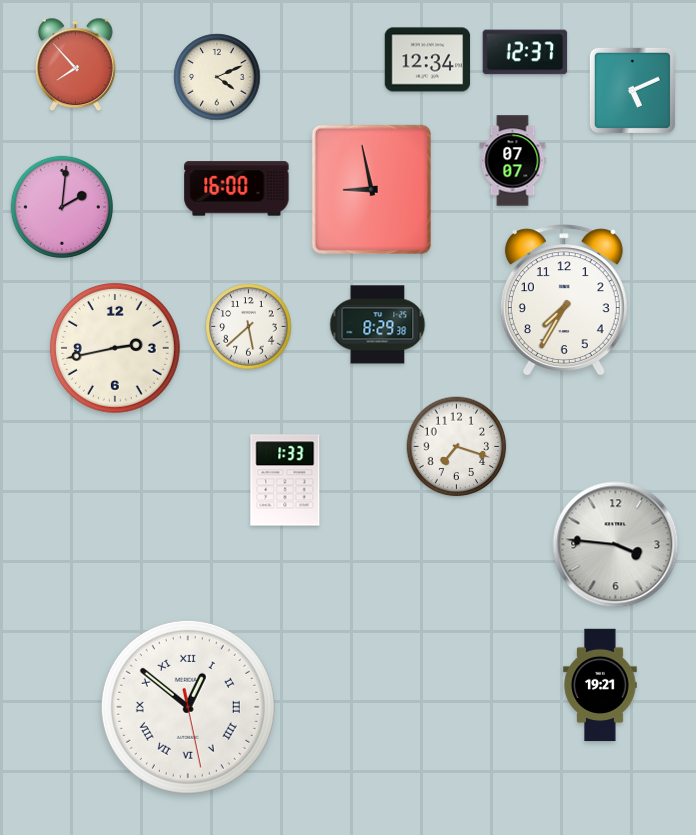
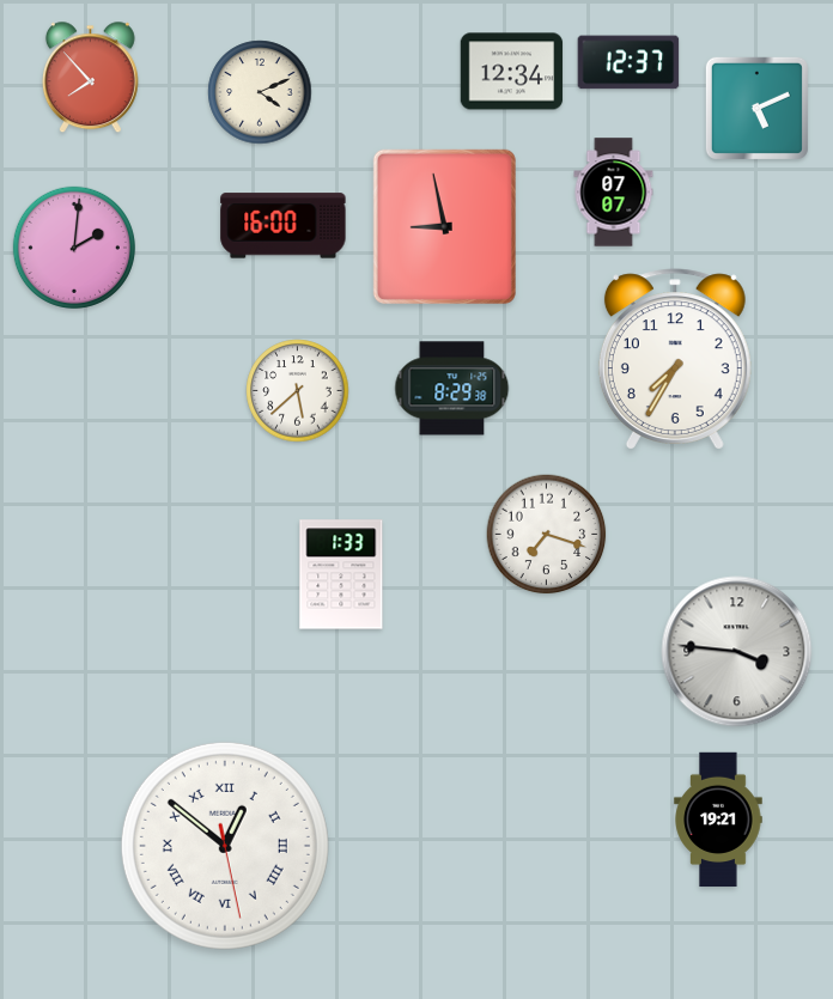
clock at (116, 349): 2:43 -> none
